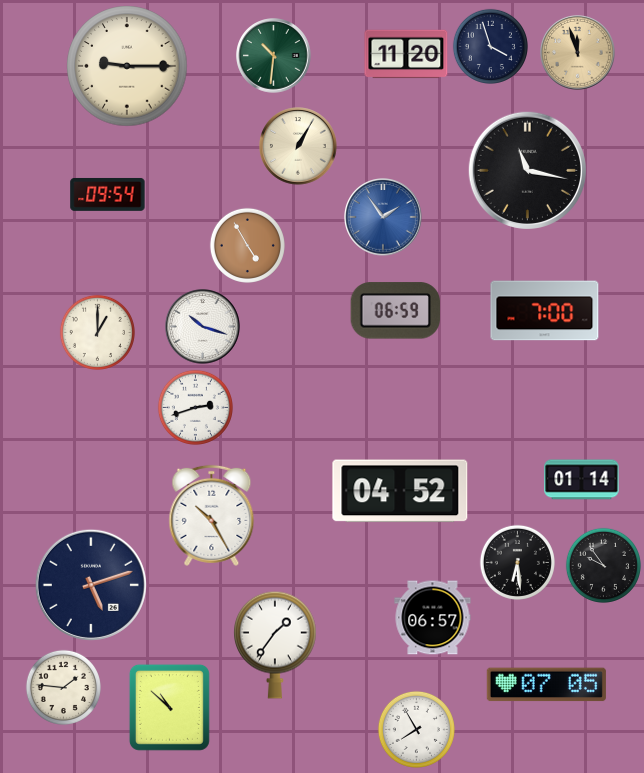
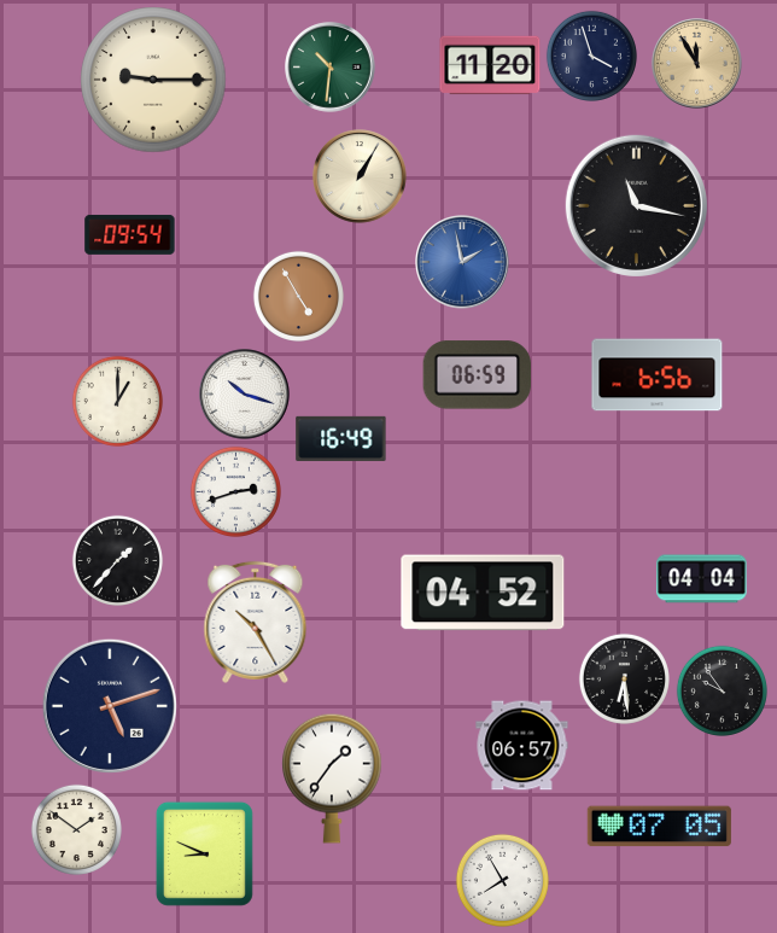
clock at (578, 53): 11:57 -> 11:55
clock at (383, 217): 1:54 -> 1:58
clock at (545, 311): 7:00 -> 6:56
clock at (341, 438): none -> 16:49
clock at (117, 560): none -> 1:37
clock at (582, 480): 01:14 -> 04:04
clock at (603, 565) position: (603, 565) -> (721, 690)
clock at (63, 687): 1:46 -> 1:51
clock at (169, 707): 10:52 -> 8:49
